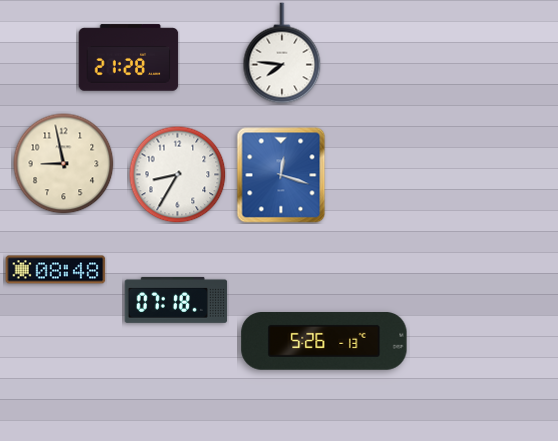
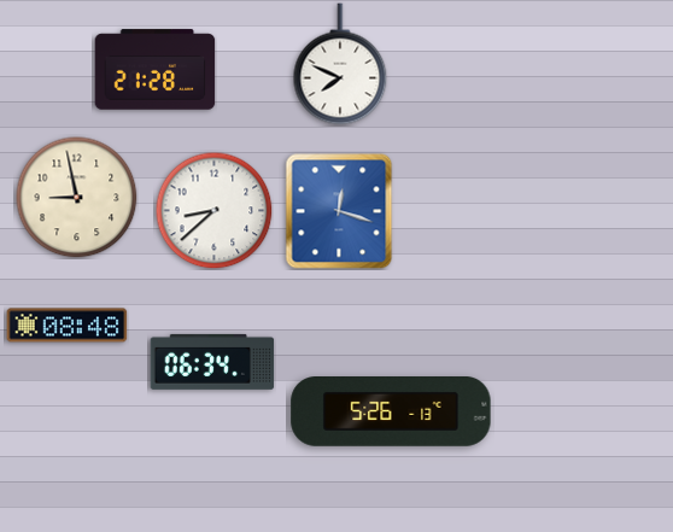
clock at (282, 53): 7:46 -> 7:49
clock at (177, 174): 8:35 -> 8:38
clock at (176, 300): 07:18 -> 06:34
